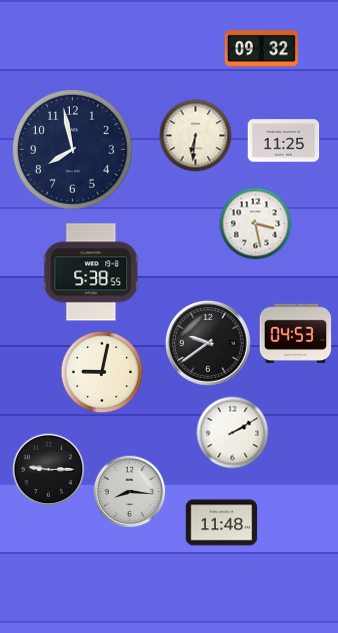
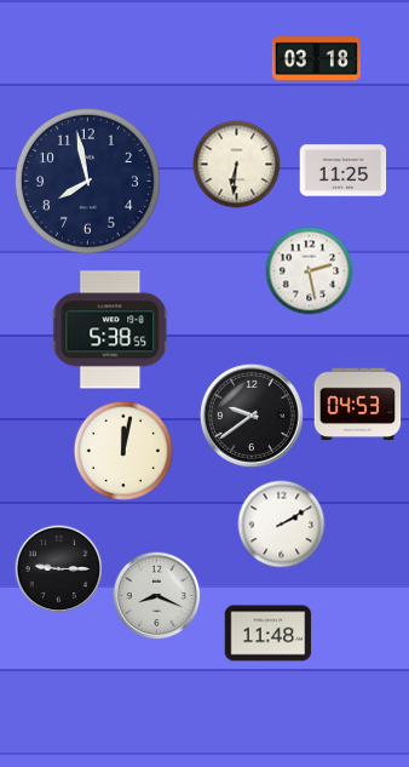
clock at (261, 49): 09:32 -> 03:18
clock at (256, 224): 3:28 -> 2:28
clock at (101, 371): 9:02 -> 12:02
clock at (130, 492): 8:16 -> 8:19
